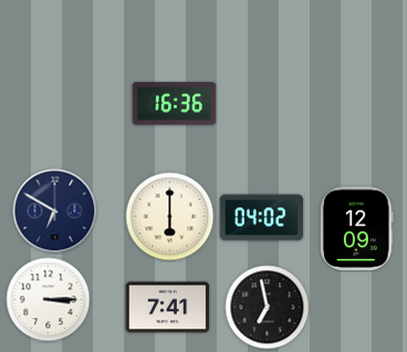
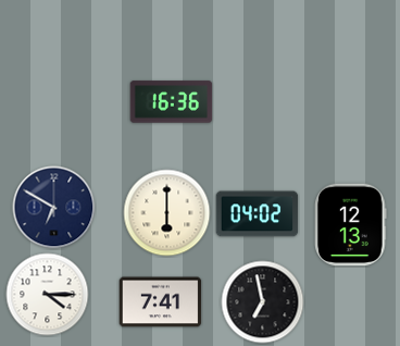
clock at (357, 229): 12:09 -> 12:13
clock at (49, 300): 3:15 -> 4:15
clock at (168, 308) position: (168, 308) -> (161, 302)
